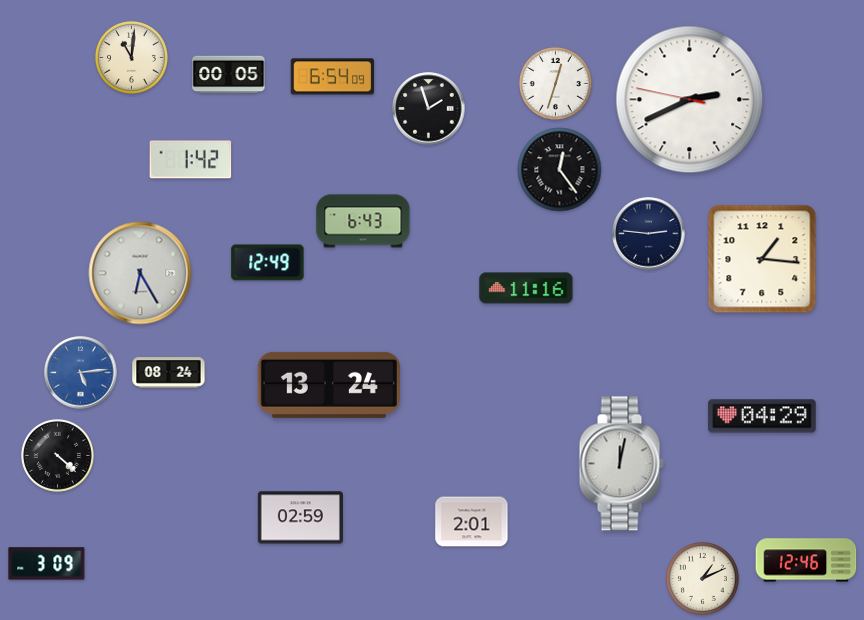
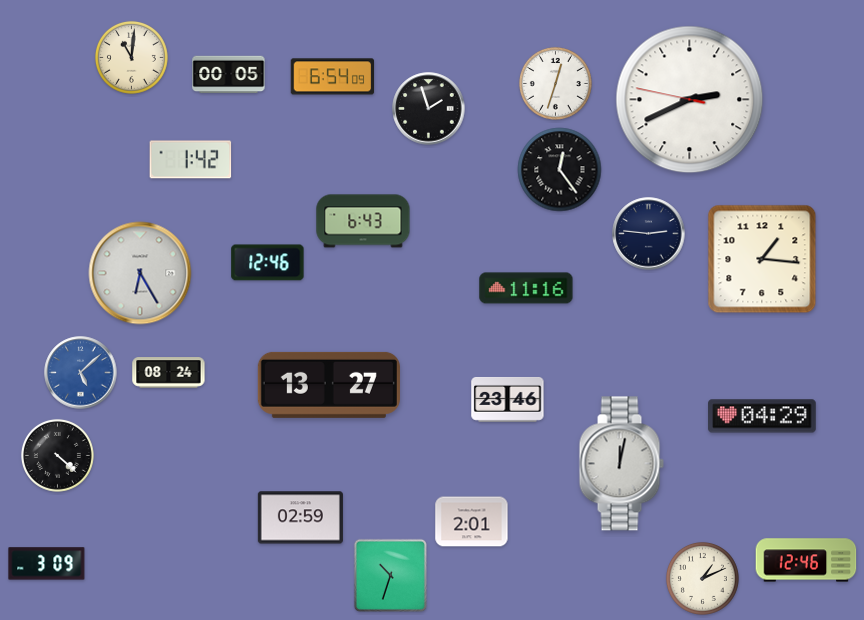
clock at (268, 263): 12:49 -> 12:46
clock at (81, 373): 5:14 -> 5:08
clock at (329, 385): 13:24 -> 13:27
clock at (508, 399): none -> 23:46
clock at (390, 575): none -> 10:33
